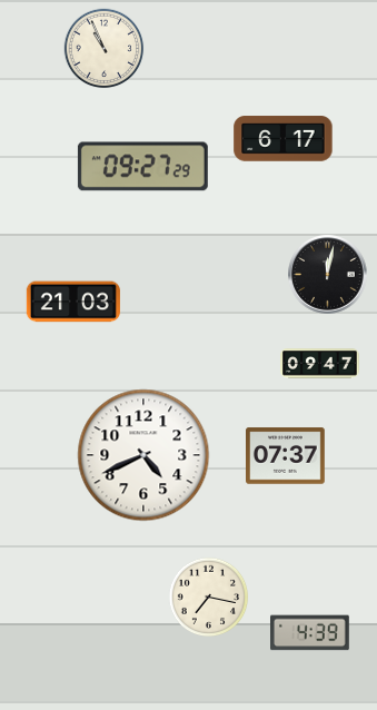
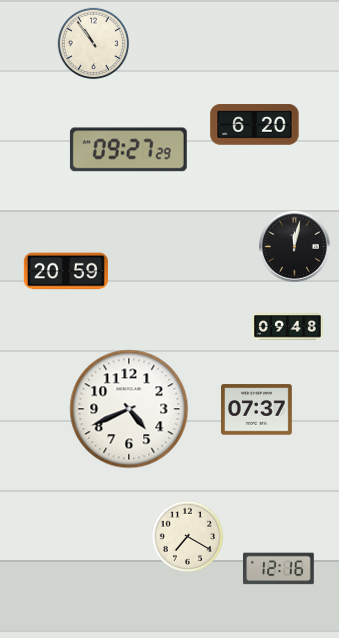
clock at (105, 49): 10:56 -> 10:54
clock at (284, 139): 6:17 -> 6:20
clock at (73, 302): 21:03 -> 20:59
clock at (320, 364): 09:47 -> 09:48
clock at (209, 598): 7:17 -> 7:20
clock at (310, 633): 4:39 -> 12:16
